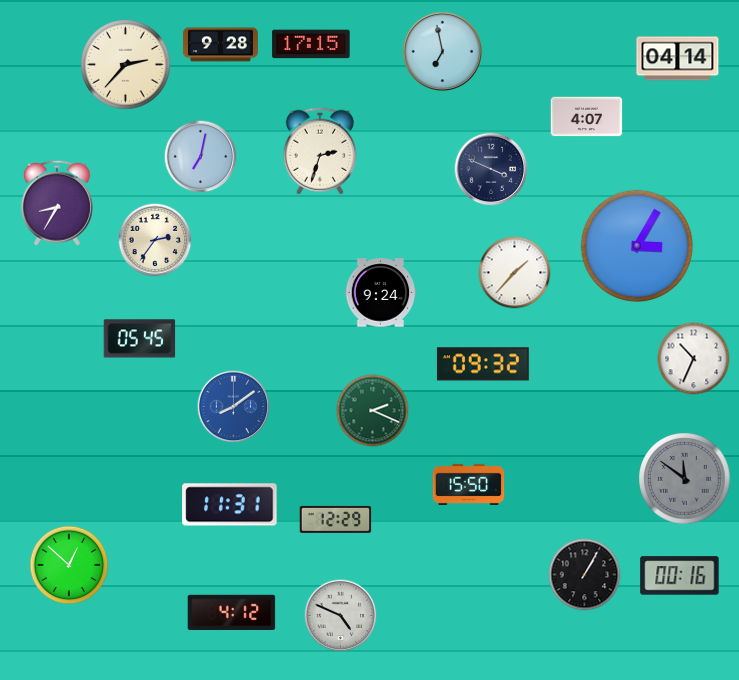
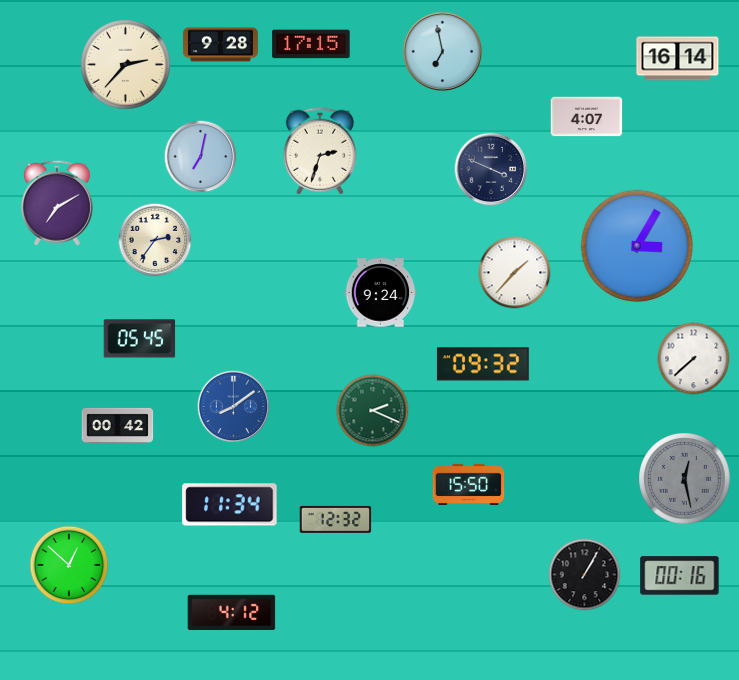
clock at (678, 59): 04:14 -> 16:14
clock at (57, 203): 8:35 -> 7:10
clock at (694, 359): 10:34 -> 7:38
clock at (118, 425): none -> 00:42
clock at (685, 479): 11:51 -> 12:28
clock at (230, 505): 11:31 -> 11:34
clock at (336, 519): 12:29 -> 12:32
clock at (341, 616): 4:49 -> none
